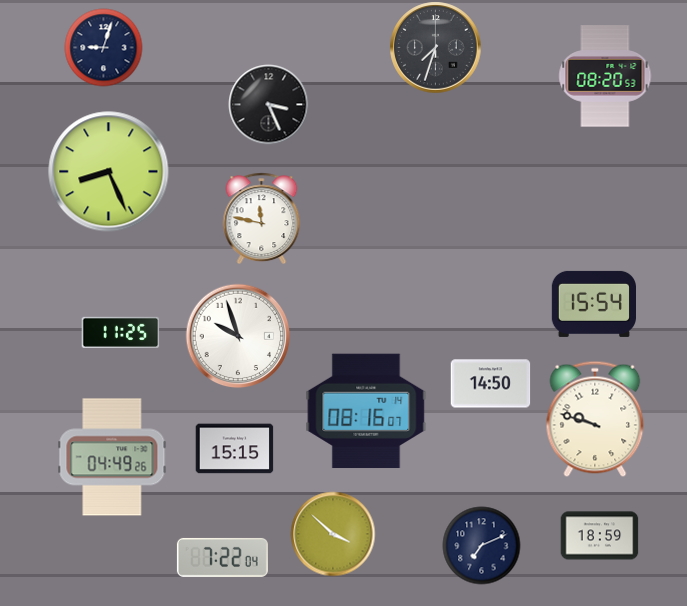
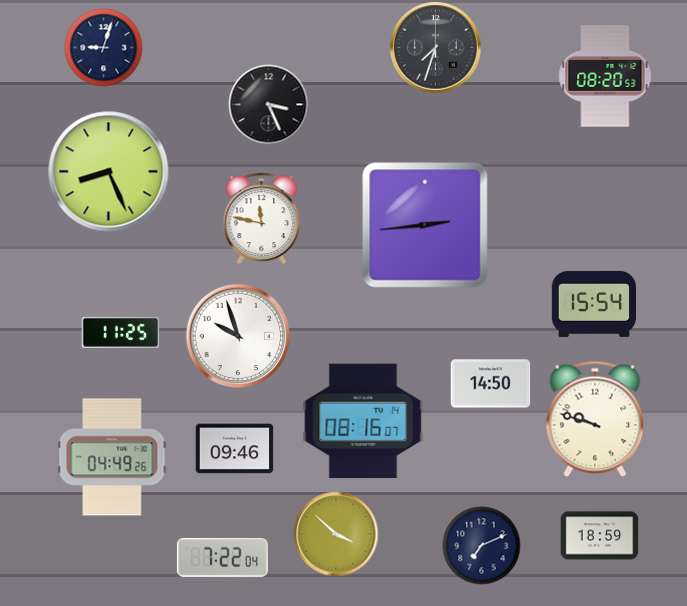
clock at (425, 225): none -> 2:44
clock at (366, 411) position: (366, 411) -> (363, 421)
clock at (234, 449): 15:15 -> 09:46
clock at (333, 534) position: (333, 534) -> (336, 534)
